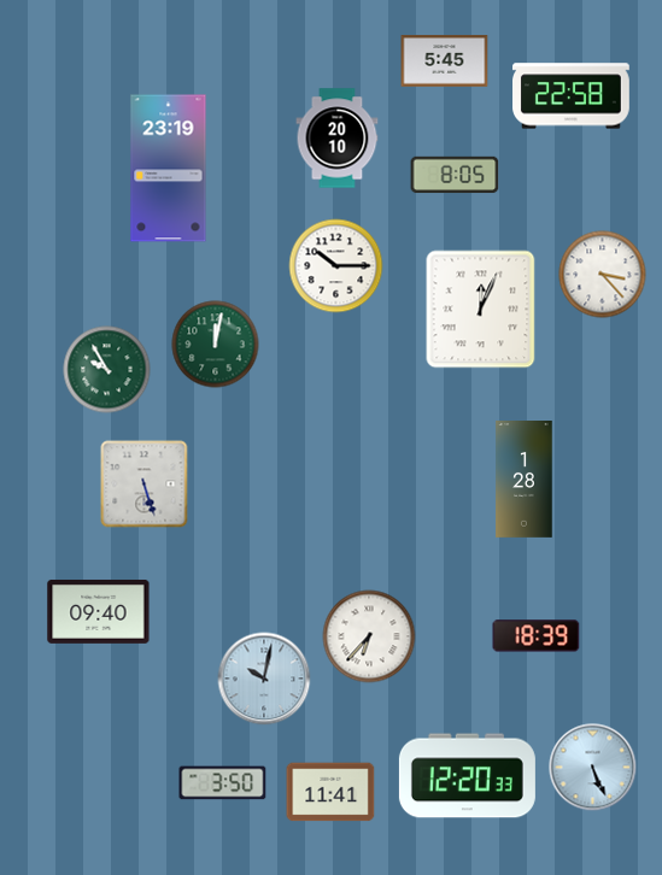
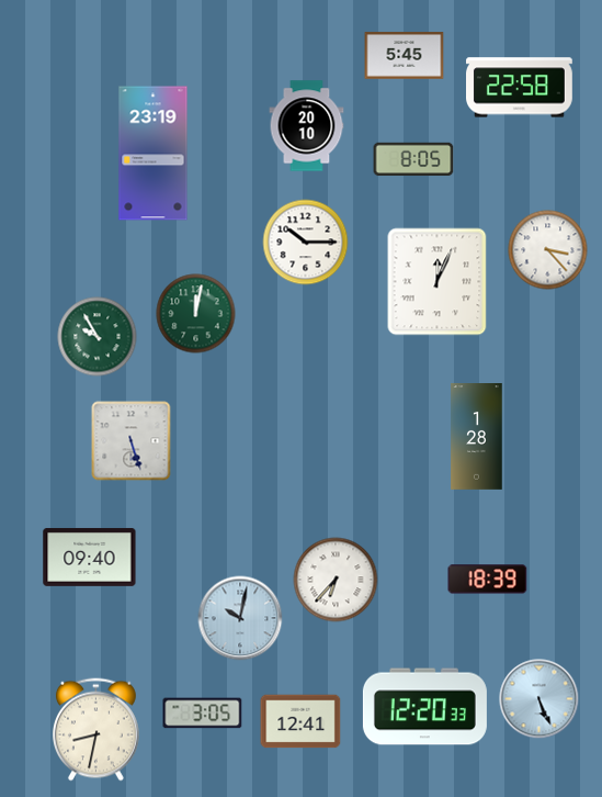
clock at (223, 783): 3:50 -> 3:05
clock at (330, 792): 11:41 -> 12:41
clock at (95, 730): none -> 8:32
